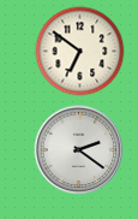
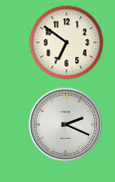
clock at (79, 150): 2:21 -> 2:19
